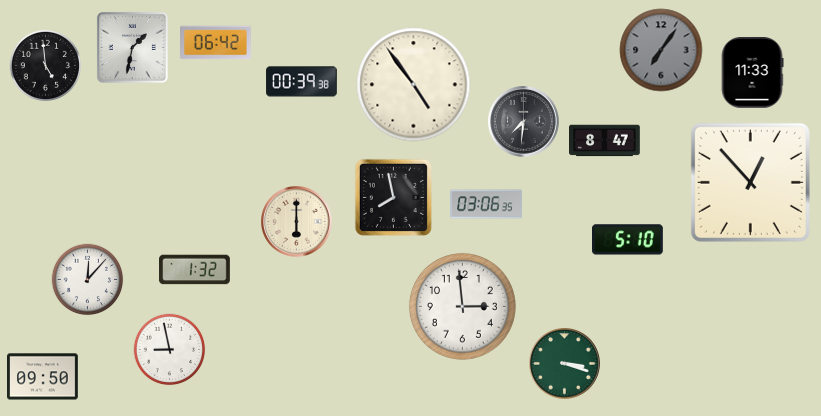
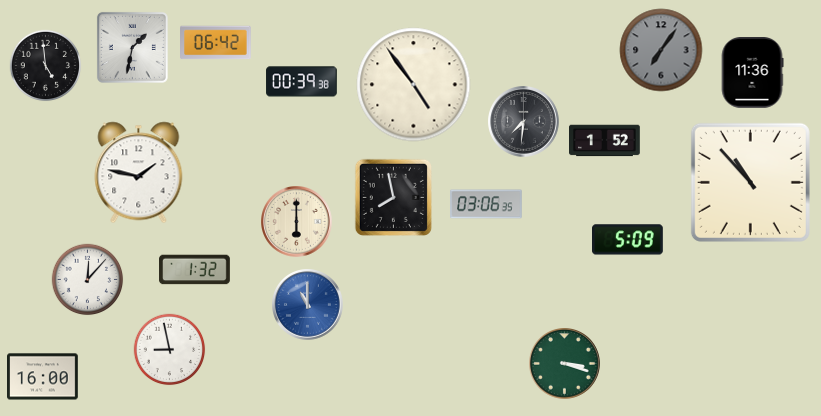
clock at (752, 73): 11:33 -> 11:36
clock at (605, 141): 8:47 -> 1:52
clock at (139, 173): none -> 1:47
clock at (750, 182): 12:53 -> 10:53
clock at (628, 240): 5:10 -> 5:09
clock at (308, 305): none -> 11:00
clock at (462, 306): 2:59 -> none
clock at (43, 377): 09:50 -> 16:00
